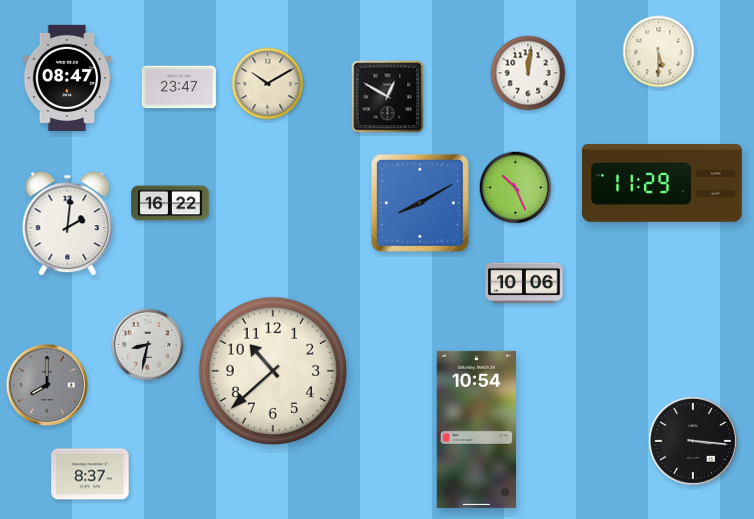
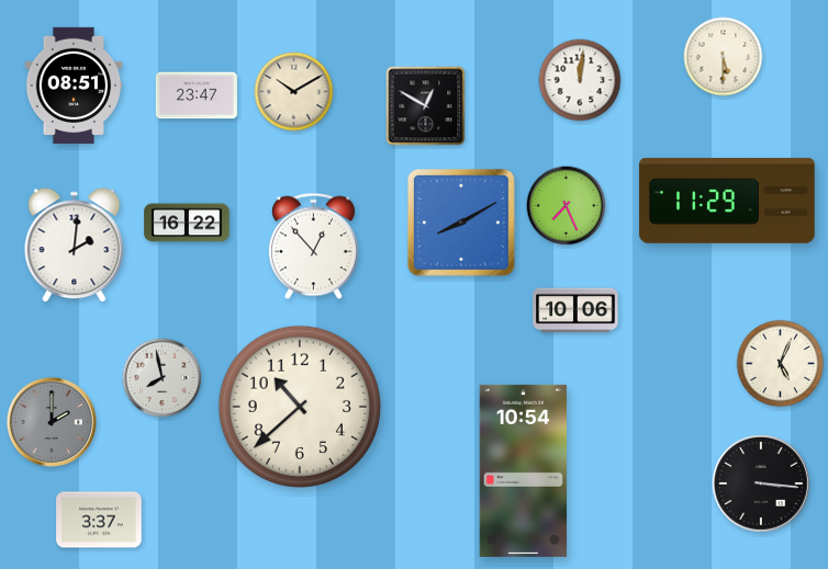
clock at (67, 77): 08:47 -> 08:51
clock at (516, 188): 10:26 -> 7:26
clock at (313, 247): none -> 12:53
clock at (781, 364): none -> 5:04
clock at (148, 345): 8:32 -> 7:58
clock at (47, 385): 8:00 -> 2:00
clock at (90, 474): 8:37 -> 3:37
